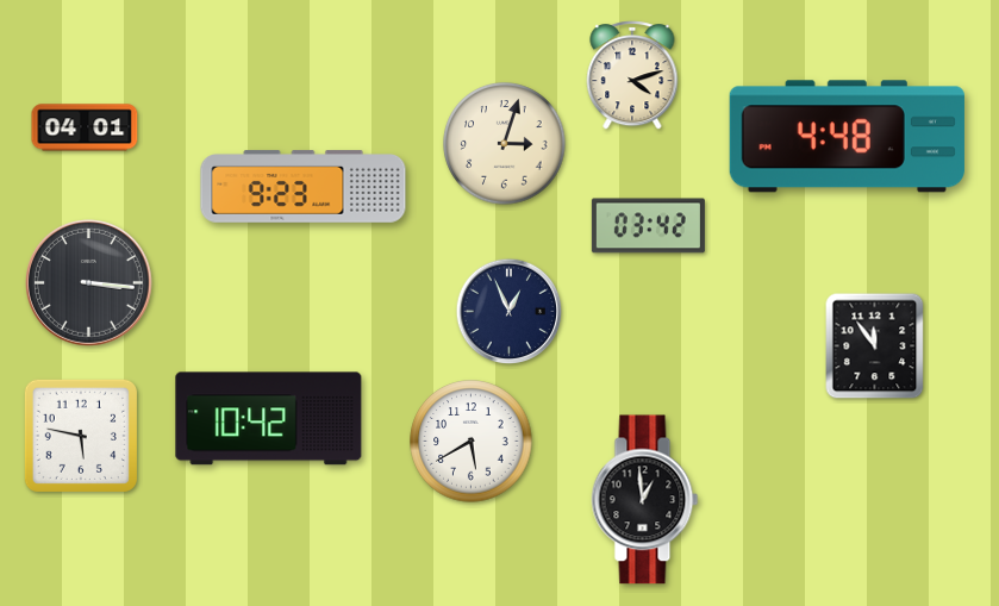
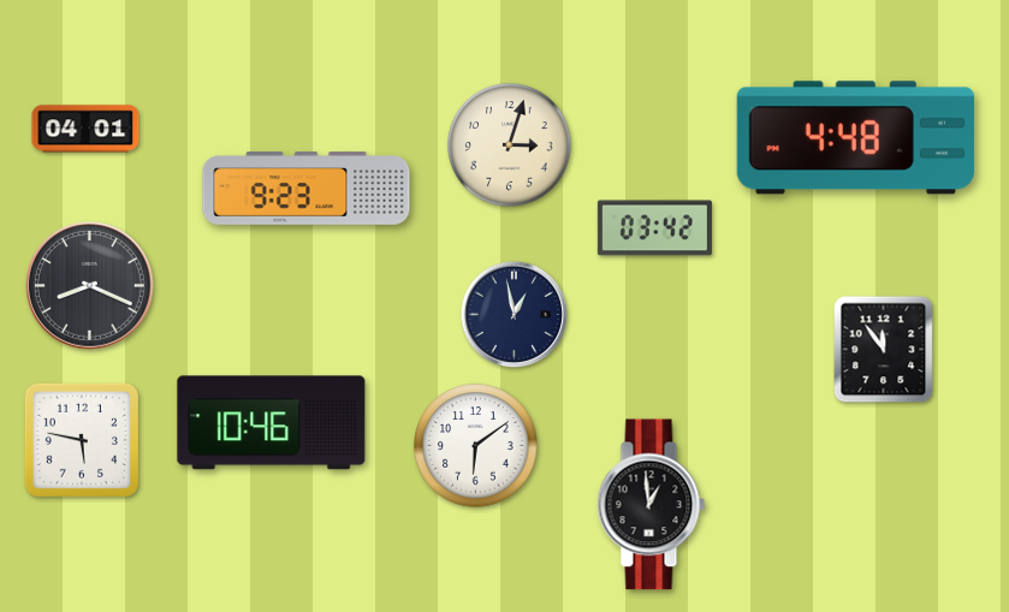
clock at (632, 76): 4:12 -> none
clock at (89, 283): 3:16 -> 8:19
clock at (510, 312): 12:56 -> 12:58
clock at (269, 419): 10:42 -> 10:46
clock at (472, 442): 5:40 -> 6:09
